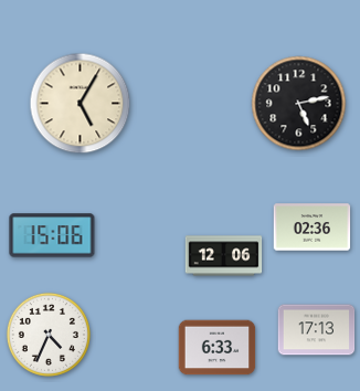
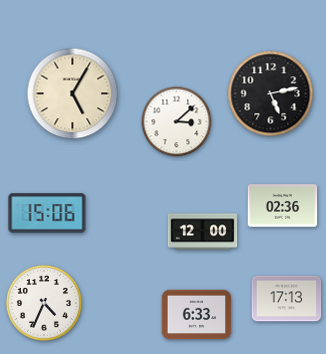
clock at (177, 122): none -> 3:08
clock at (224, 256): 12:06 -> 12:00
